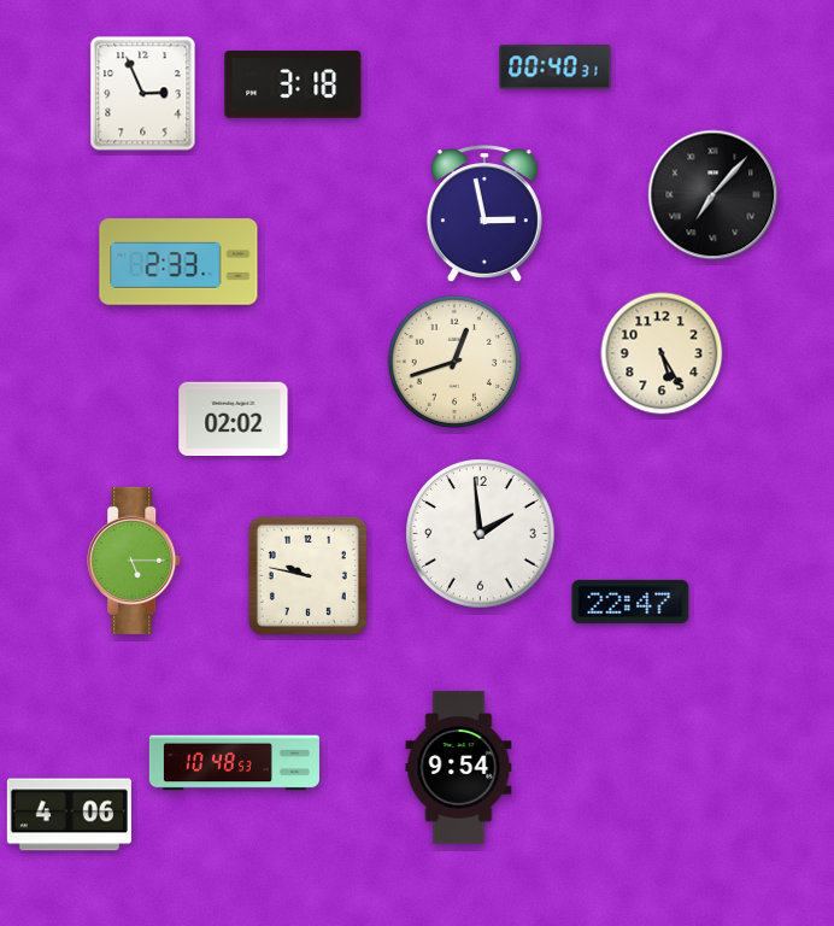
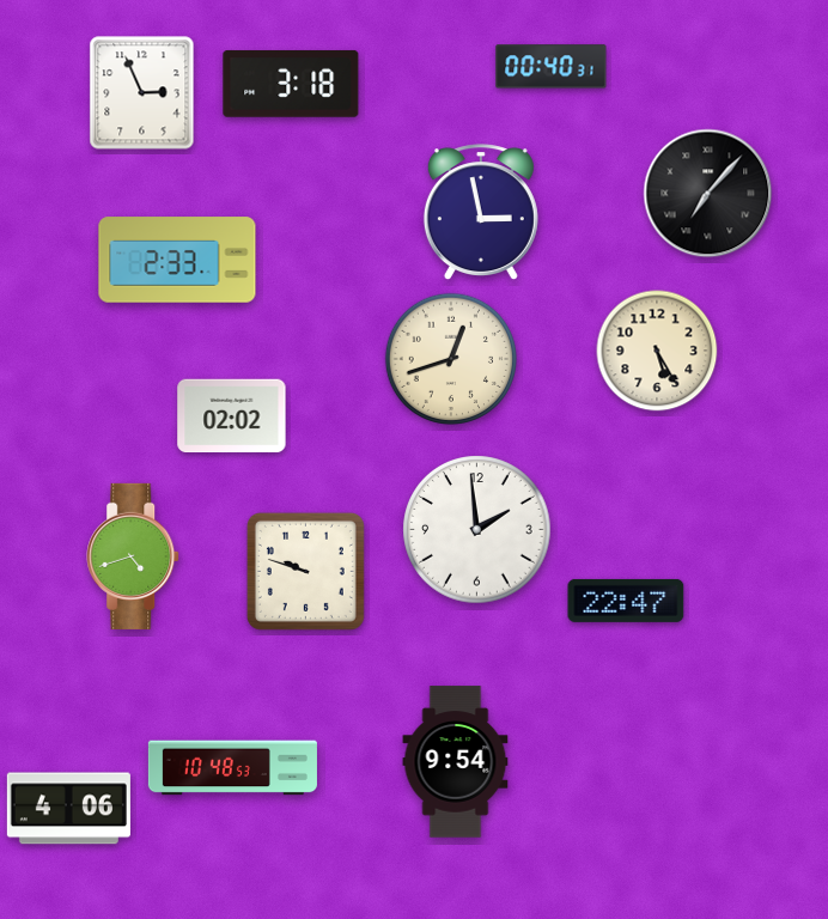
clock at (135, 561): 5:15 -> 4:42
clock at (307, 575): 9:47 -> 9:48
clock at (630, 602) position: (630, 602) -> (626, 601)
clock at (234, 763) position: (234, 763) -> (232, 768)
